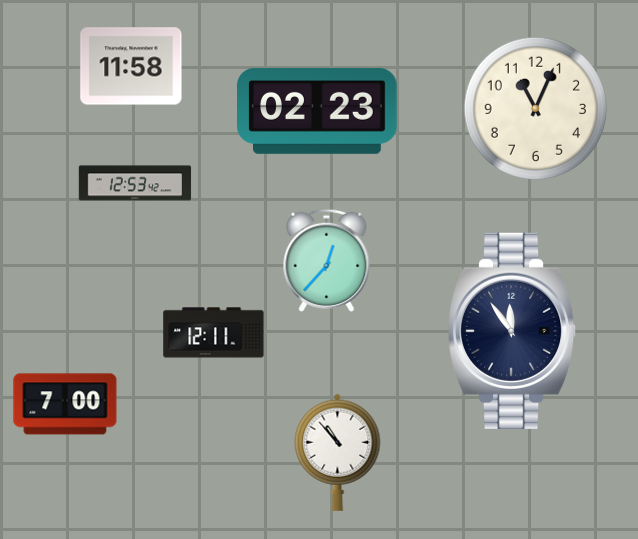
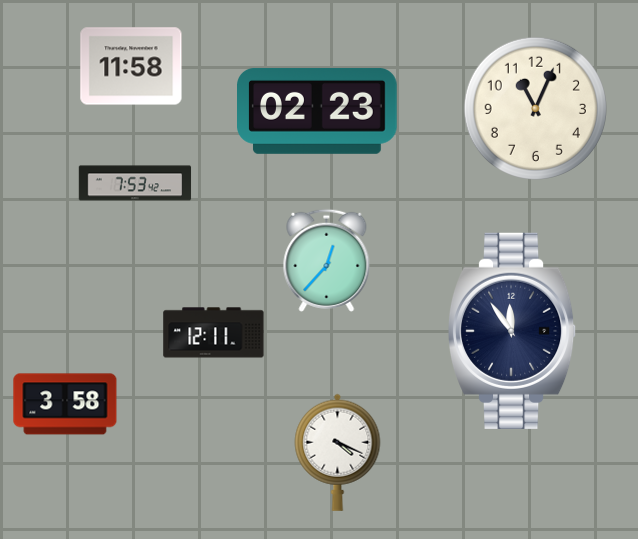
clock at (135, 183): 12:53 -> 7:53
clock at (65, 404): 7:00 -> 3:58
clock at (338, 452): 10:53 -> 4:19
